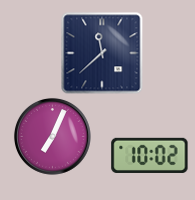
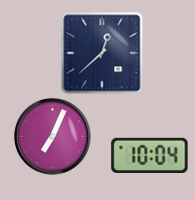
clock at (102, 53): 11:38 -> 12:38
clock at (150, 155): 10:02 -> 10:04
